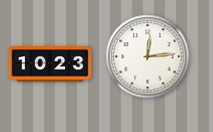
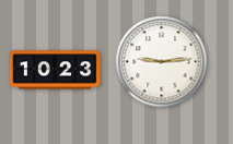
clock at (148, 57): 12:14 -> 9:14
